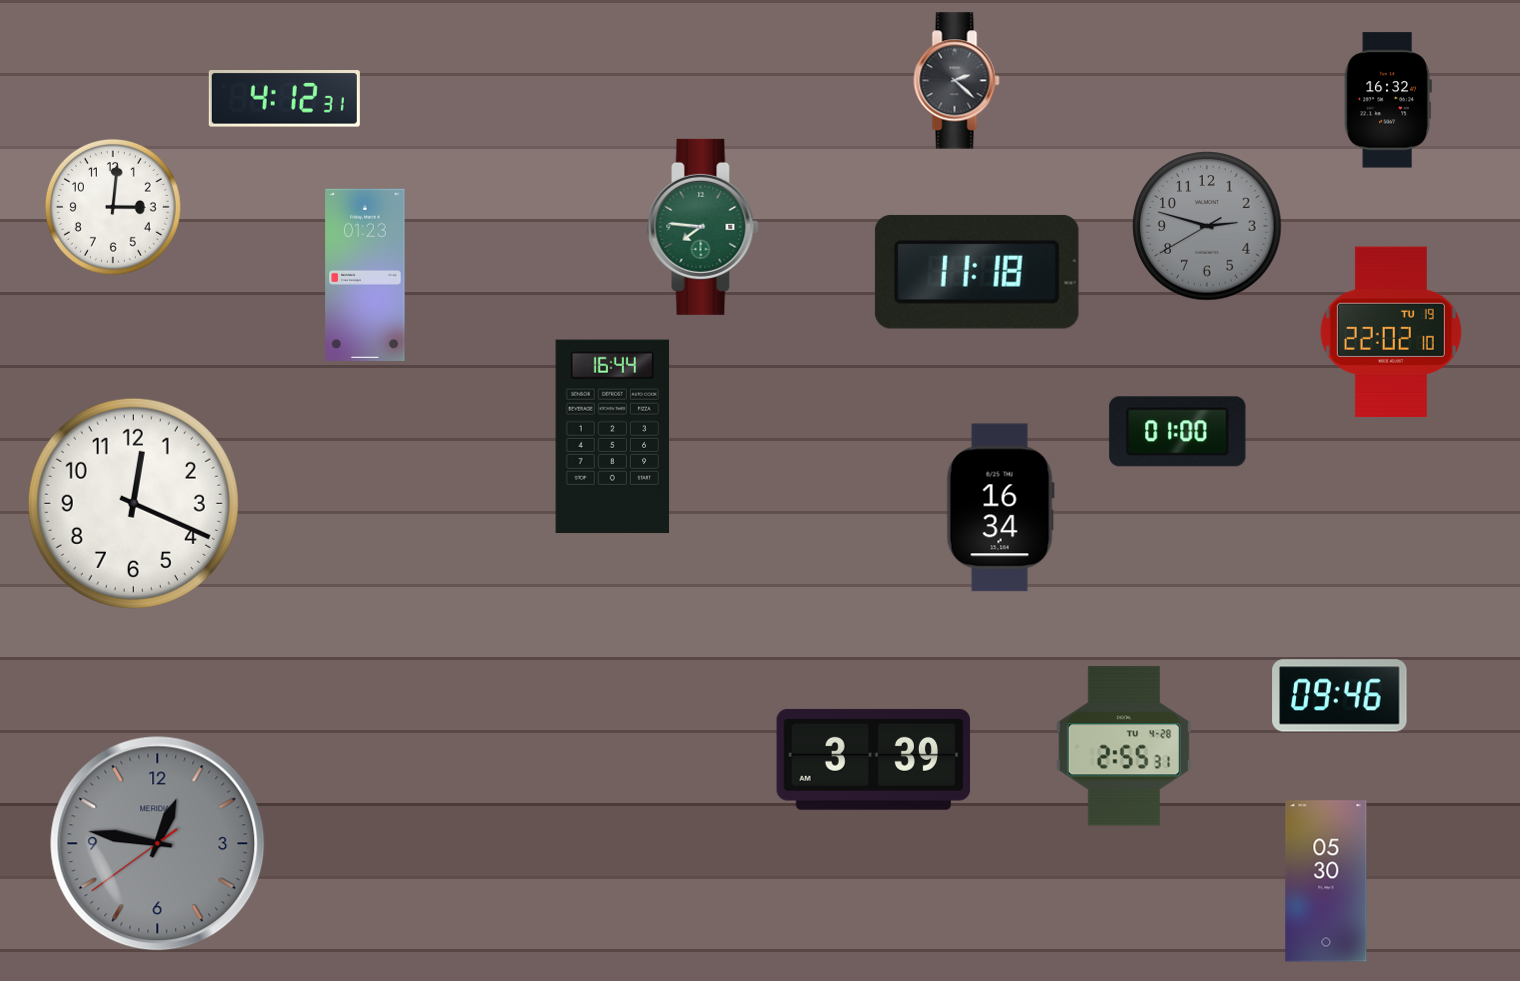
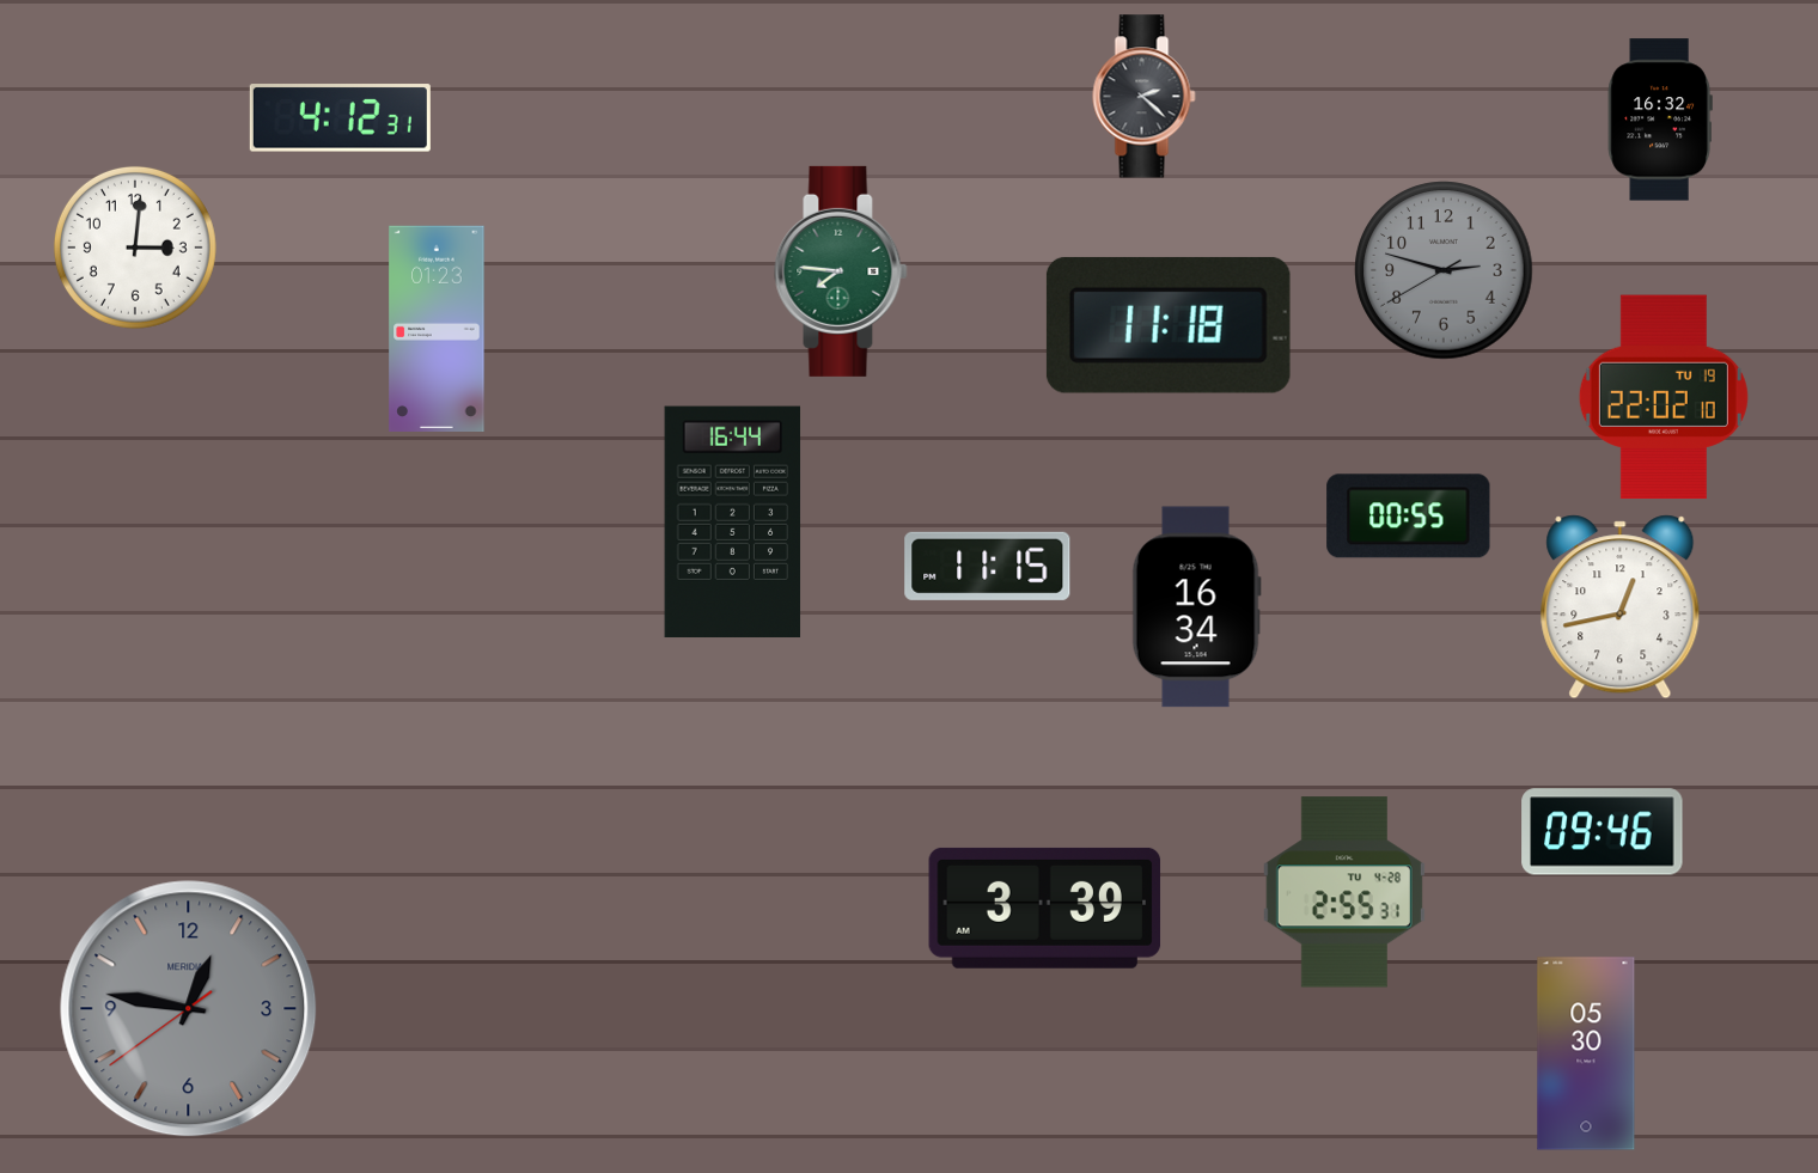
clock at (1178, 432): 01:00 -> 00:55
clock at (988, 566): none -> 11:15
clock at (133, 503): 12:19 -> none
clock at (1621, 607): none -> 12:43
